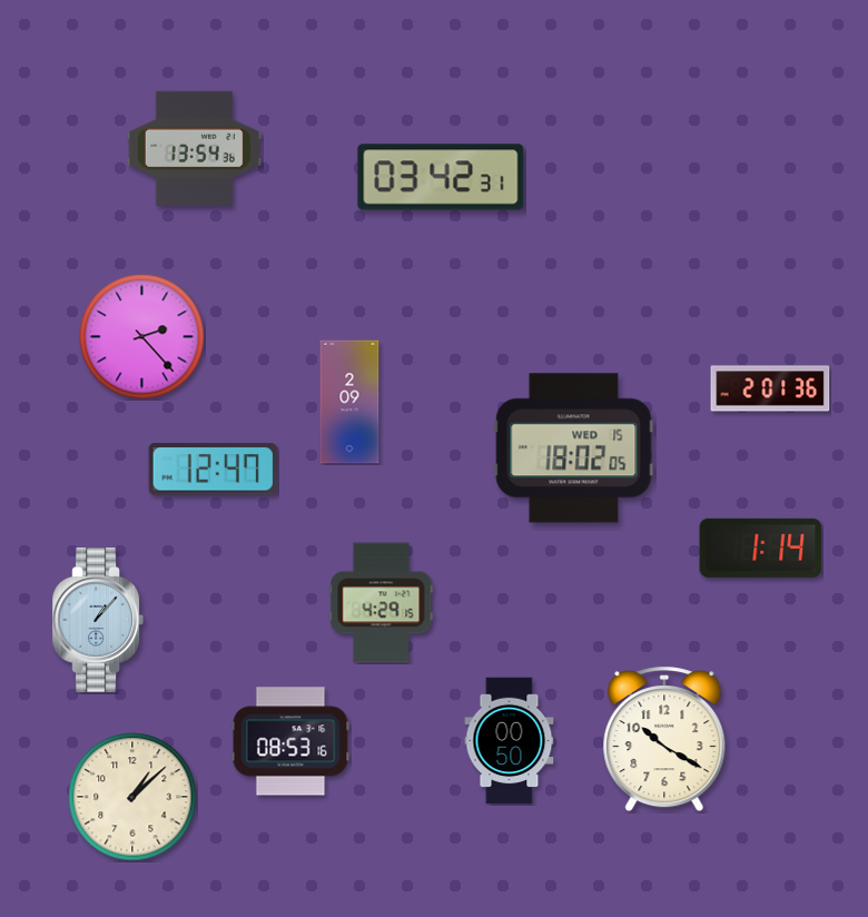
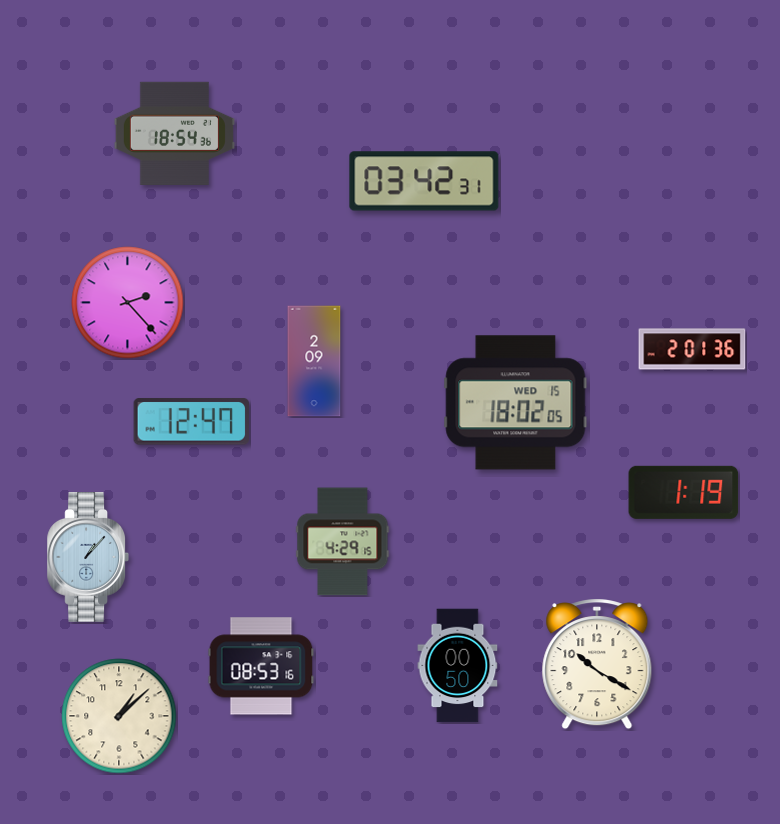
clock at (194, 148): 13:54 -> 18:54
clock at (441, 177) position: (441, 177) -> (424, 181)
clock at (761, 548): 1:14 -> 1:19
